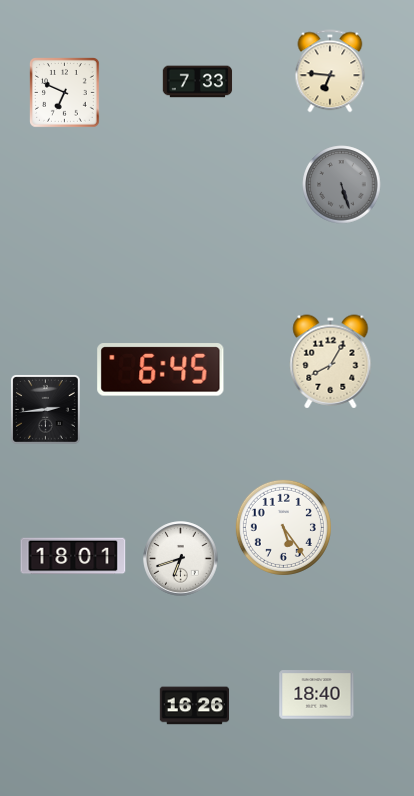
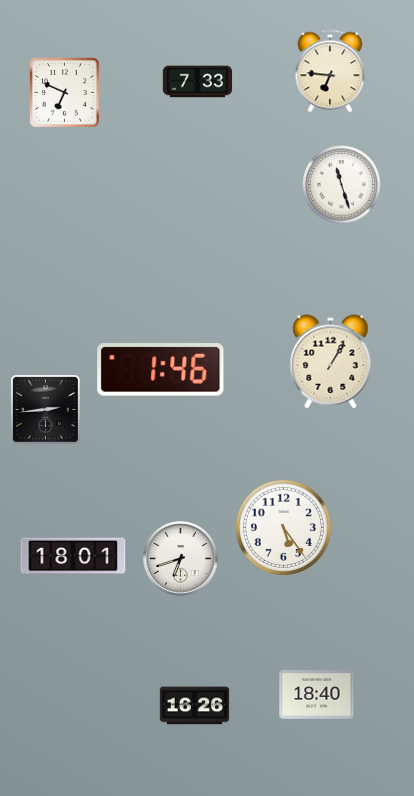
clock at (342, 185): 5:27 -> 11:27
clock at (342, 185) dial: grey -> white
clock at (331, 362): 8:05 -> 1:05
clock at (161, 370): 6:45 -> 1:46
